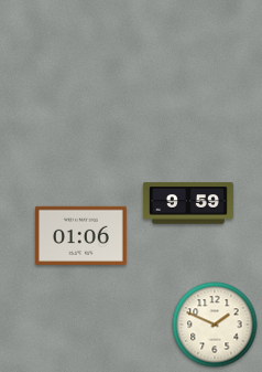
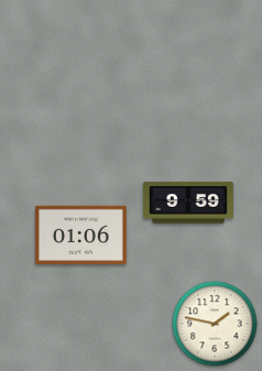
clock at (215, 325): 1:49 -> 1:47
